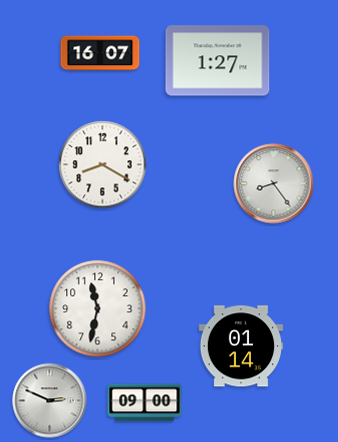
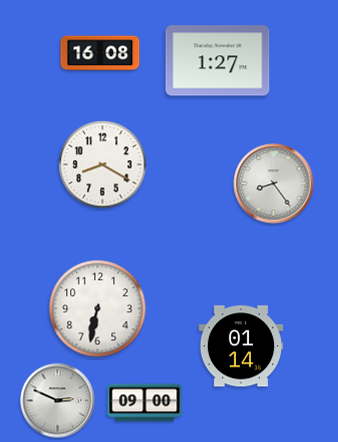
clock at (100, 53): 16:07 -> 16:08
clock at (98, 309): 11:32 -> 6:32
clock at (50, 401) position: (50, 401) -> (58, 401)
